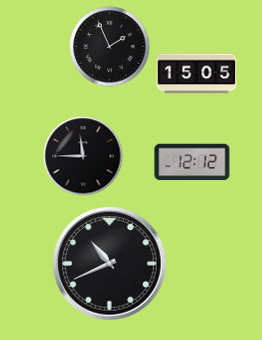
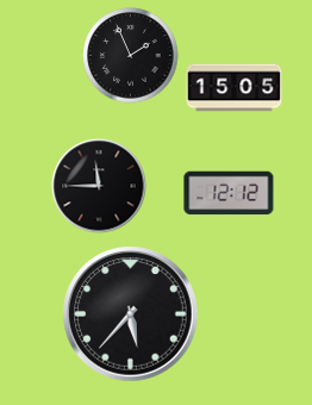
clock at (110, 264): 10:41 -> 5:37
